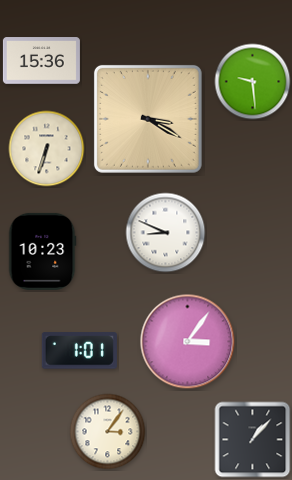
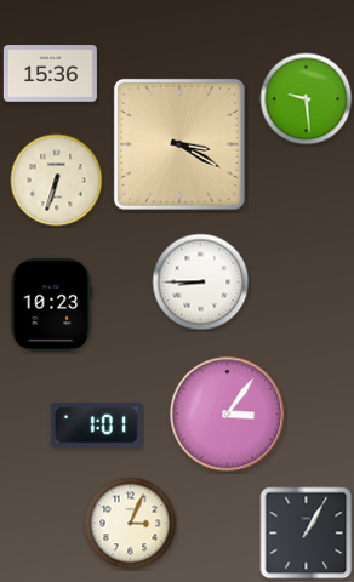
clock at (166, 233): 8:49 -> 8:45
clock at (108, 432): 3:06 -> 3:04
clock at (253, 440): 1:07 -> 1:05
